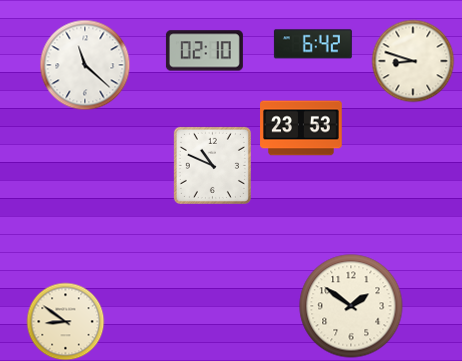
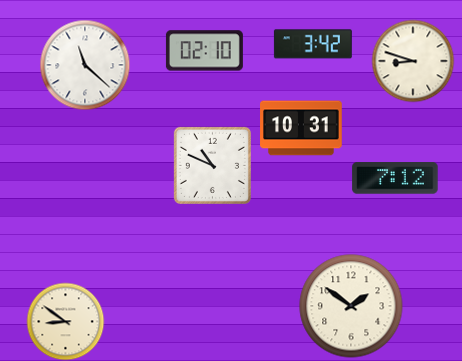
clock at (313, 44): 6:42 -> 3:42
clock at (301, 128): 23:53 -> 10:31
clock at (395, 178): none -> 7:12
